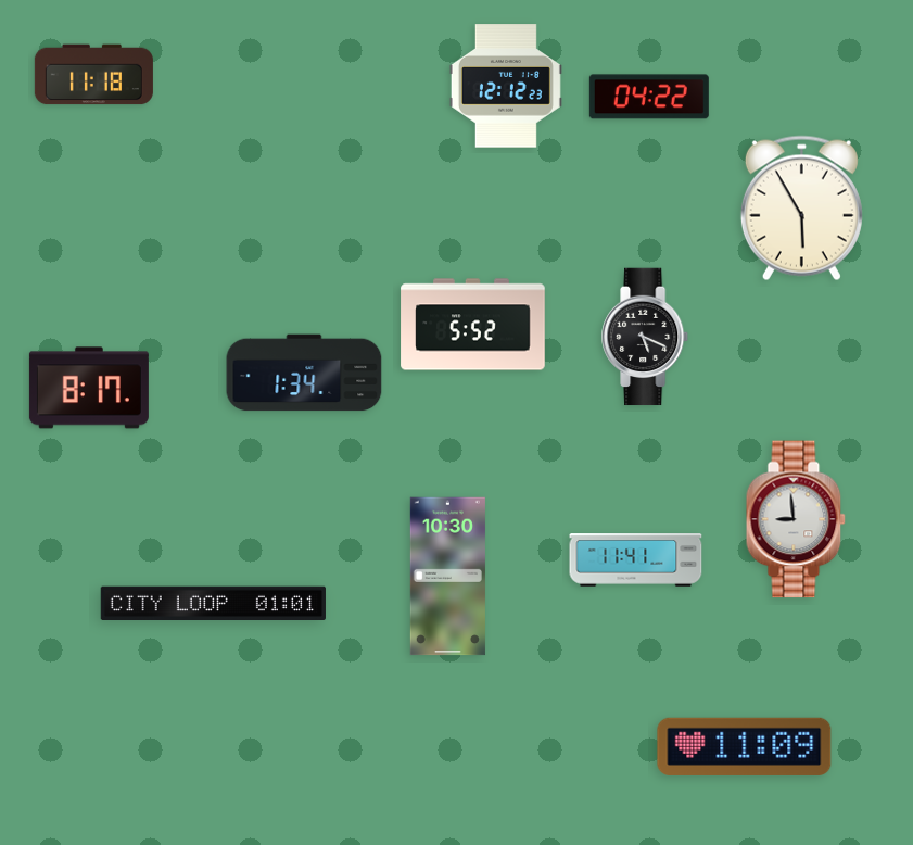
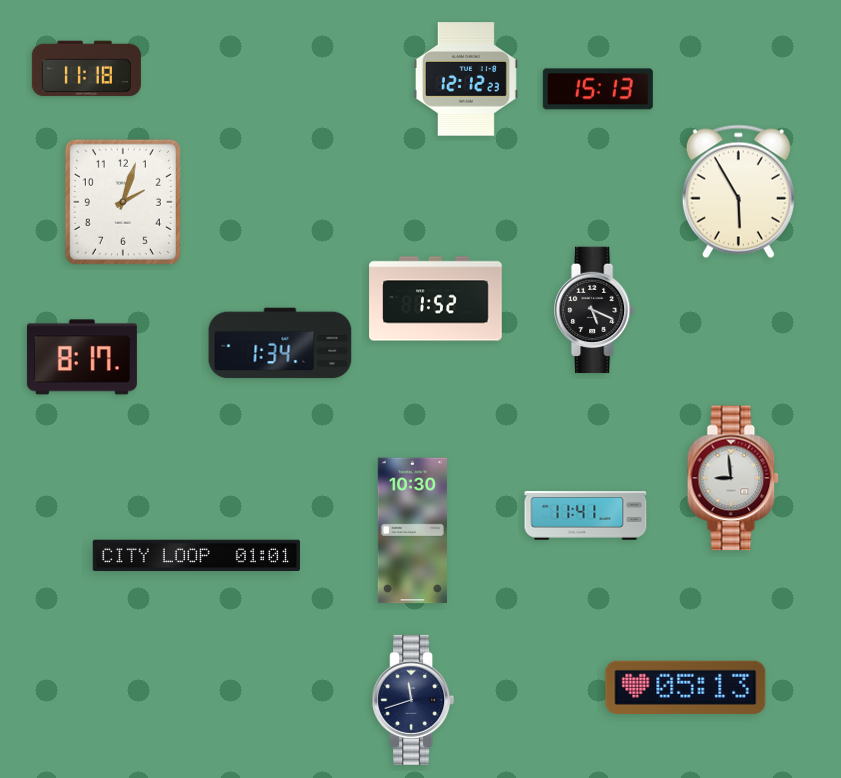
clock at (649, 97): 04:22 -> 15:13
clock at (123, 202): none -> 2:03
clock at (473, 325): 5:52 -> 1:52
clock at (745, 746): 11:09 -> 05:13
clock at (413, 700): none -> 11:42
